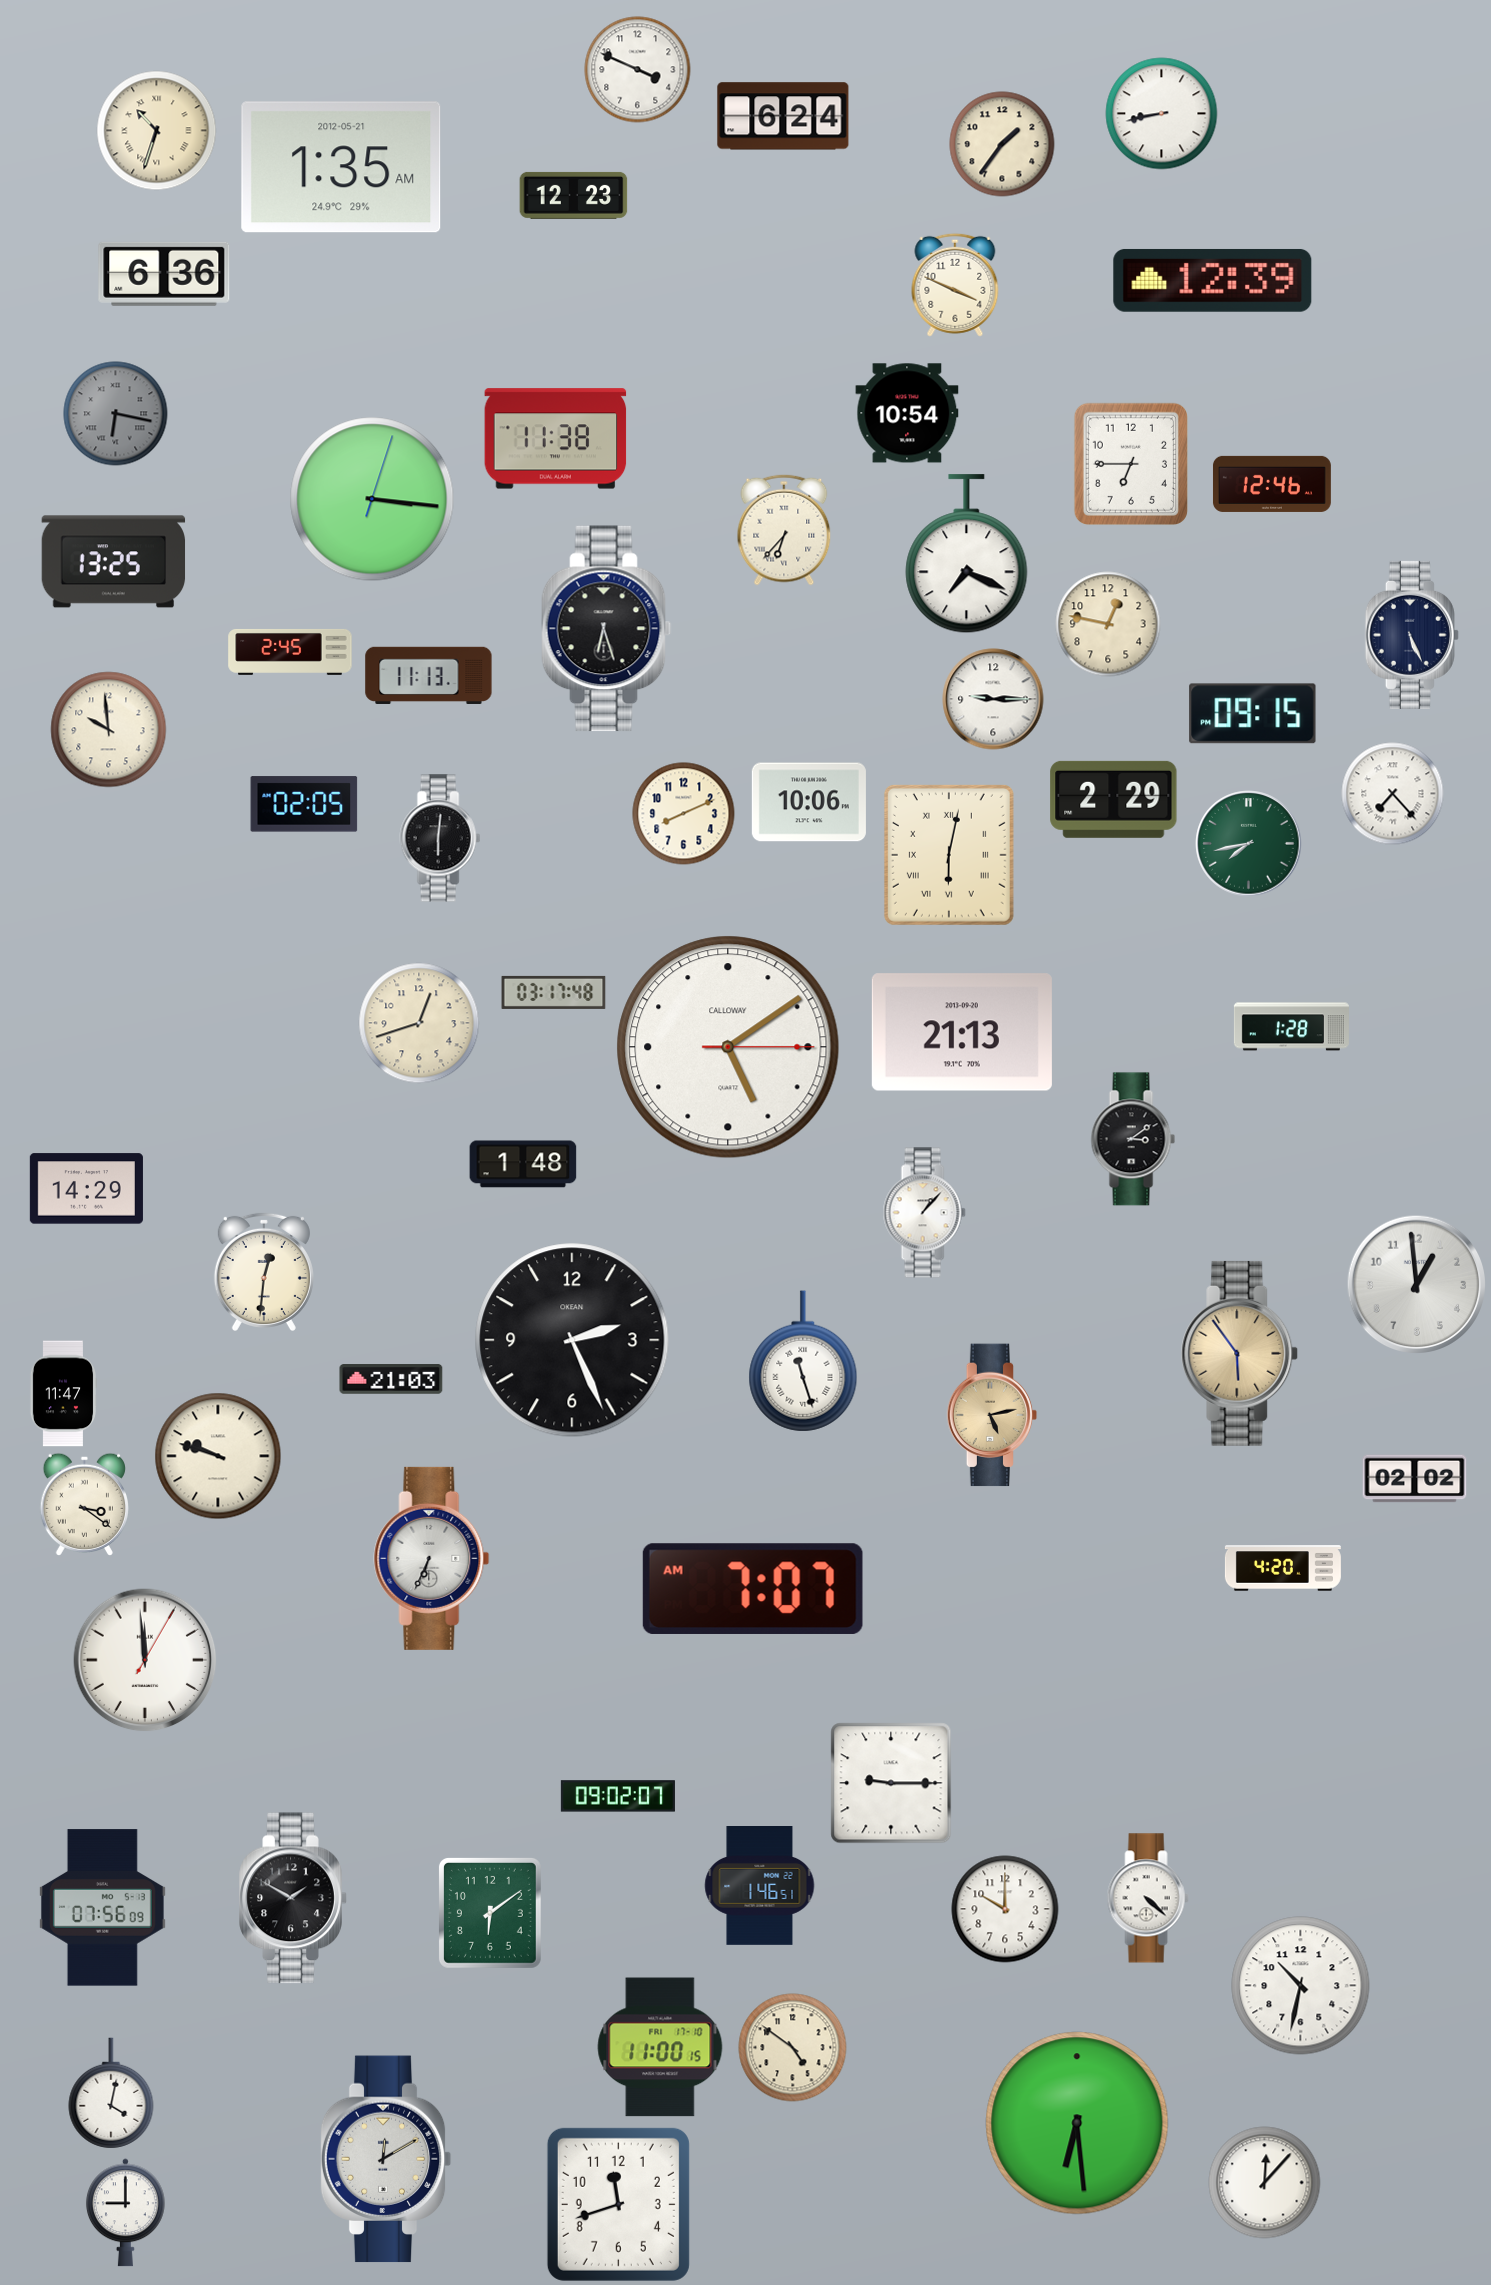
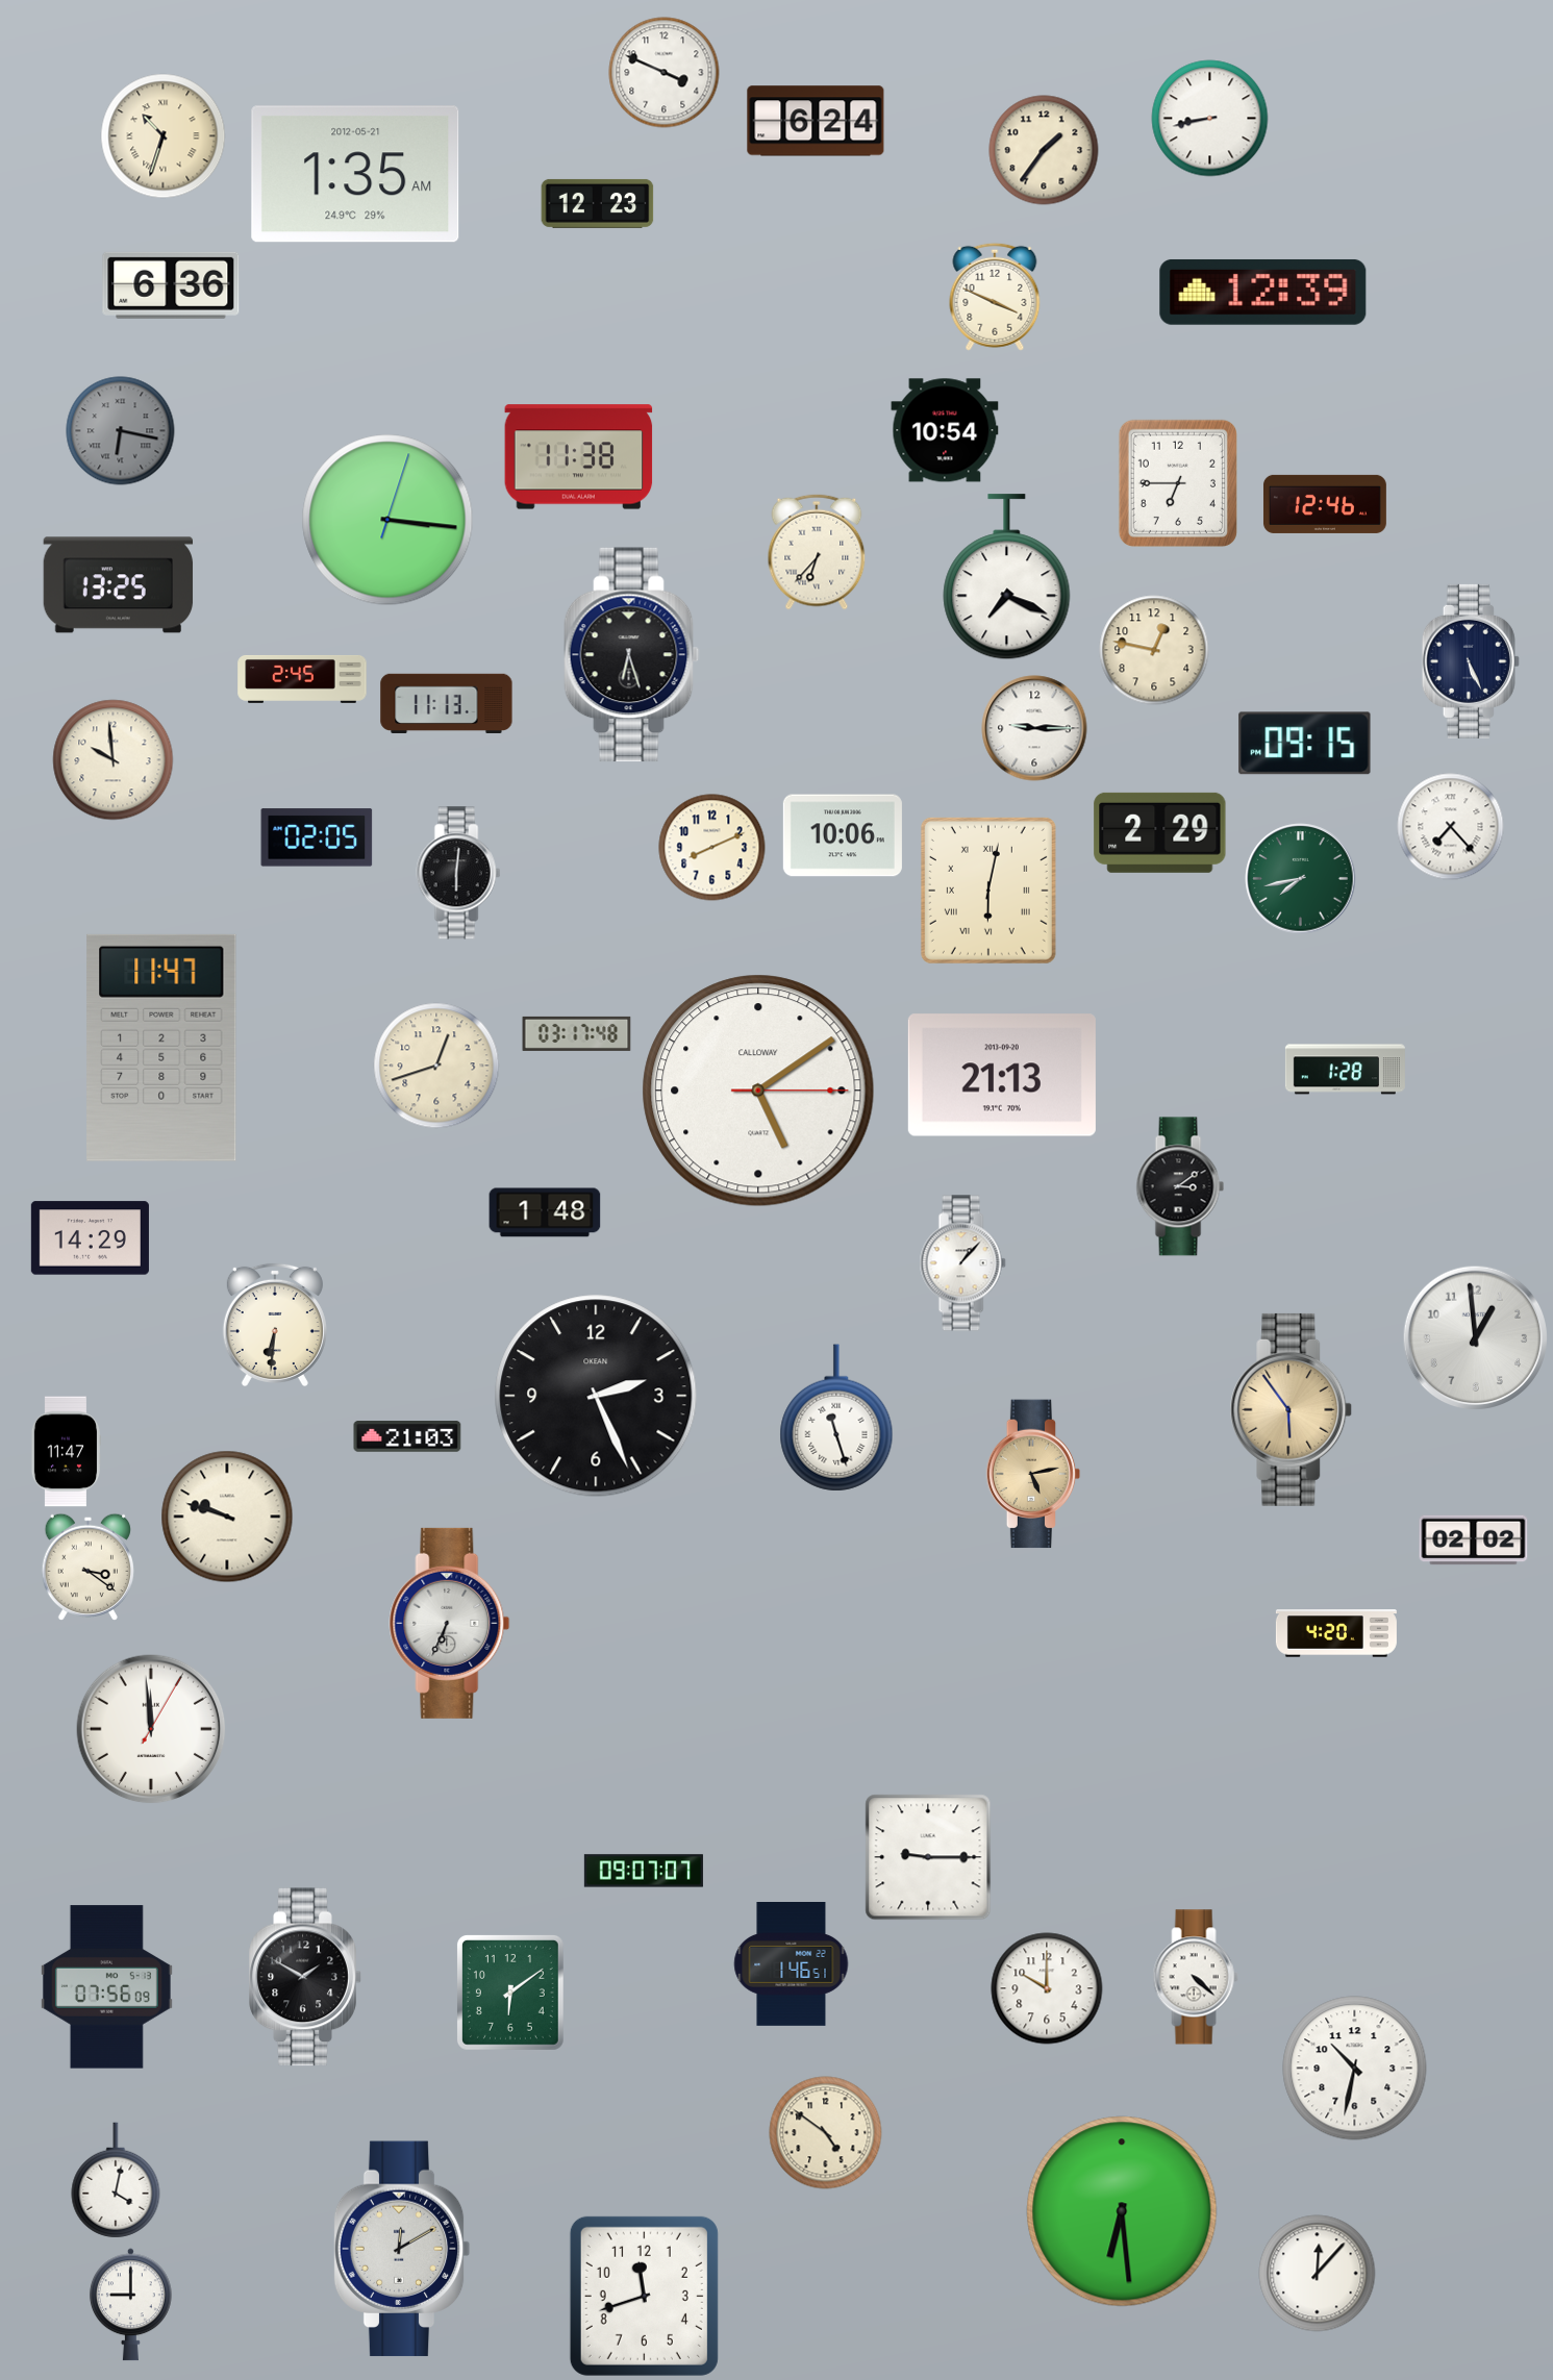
clock at (161, 1048): none -> 11:47
clock at (264, 1272): 12:31 -> 6:31
clock at (753, 1589): 7:07 -> none
clock at (618, 1796): 09:02 -> 09:07
clock at (660, 2047): 11:00 -> none
